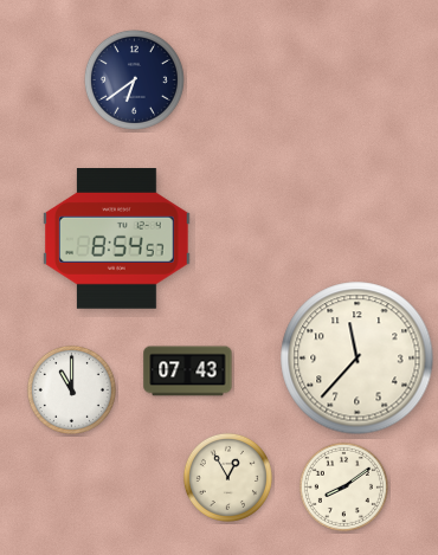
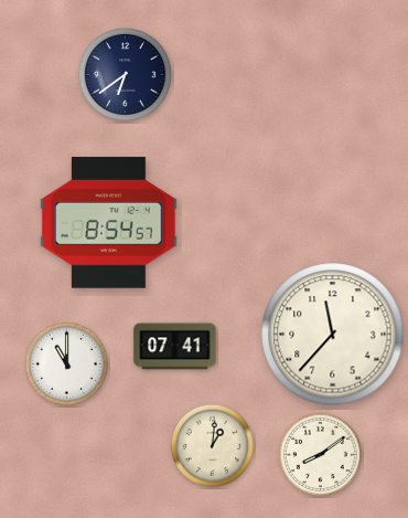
clock at (188, 372): 07:43 -> 07:41
clock at (227, 477): 12:55 -> 1:01
